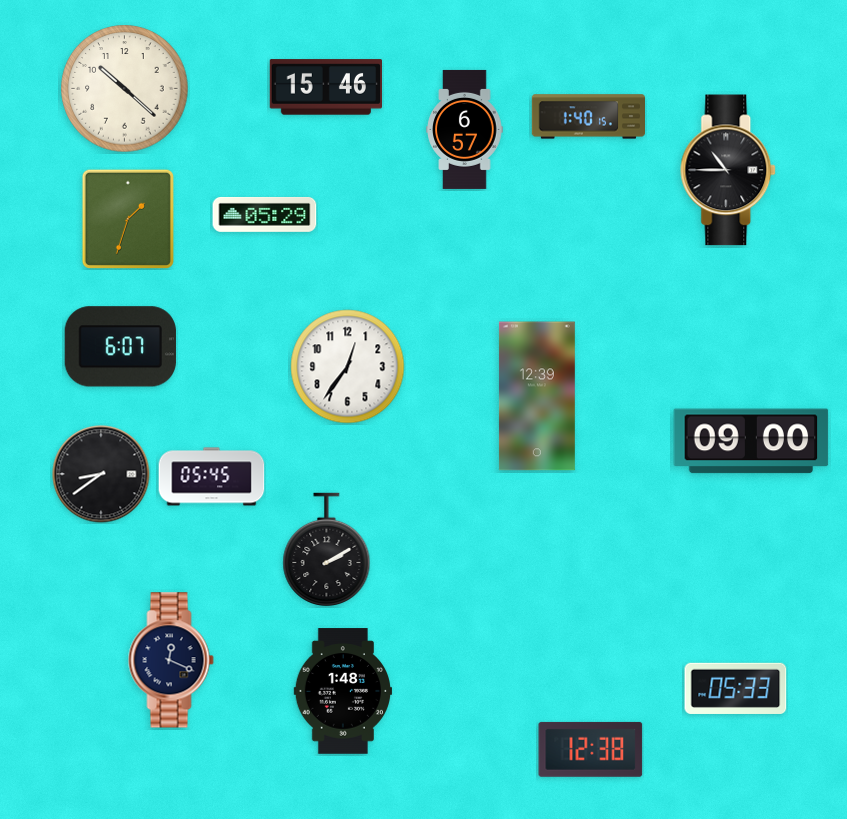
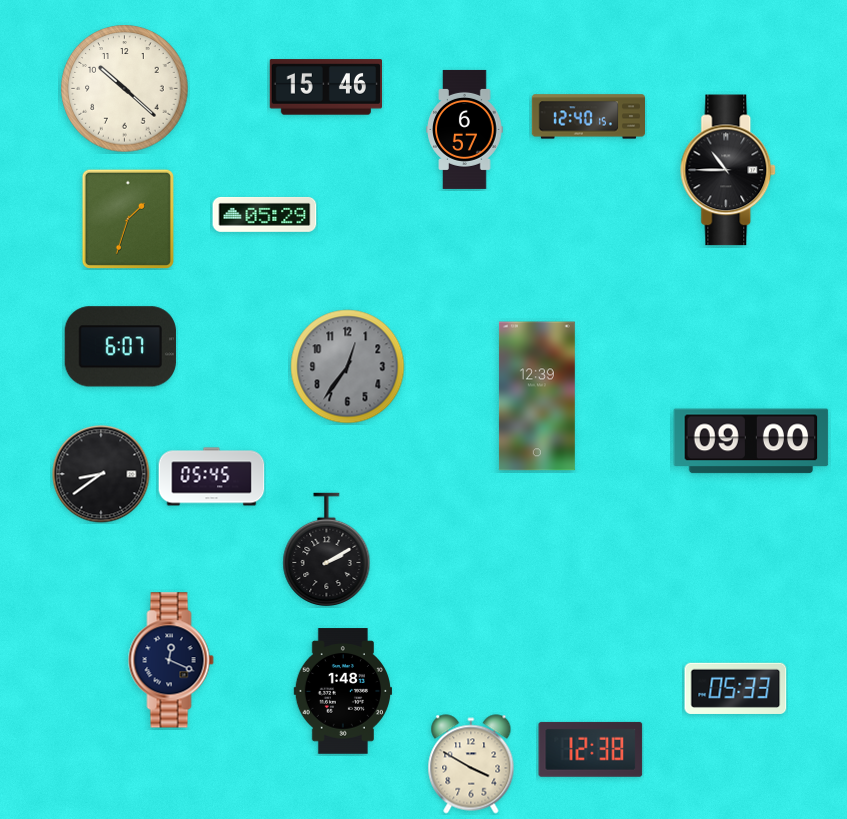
clock at (588, 117): 1:40 -> 12:40
clock at (348, 367) dial: white -> grey
clock at (471, 764): none -> 3:50
